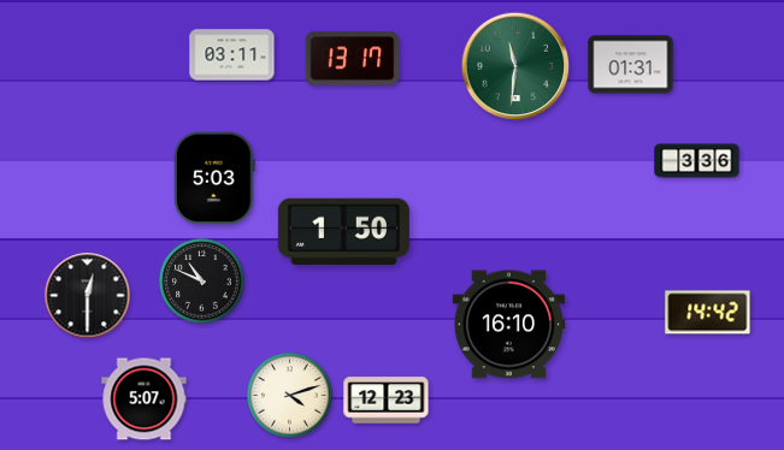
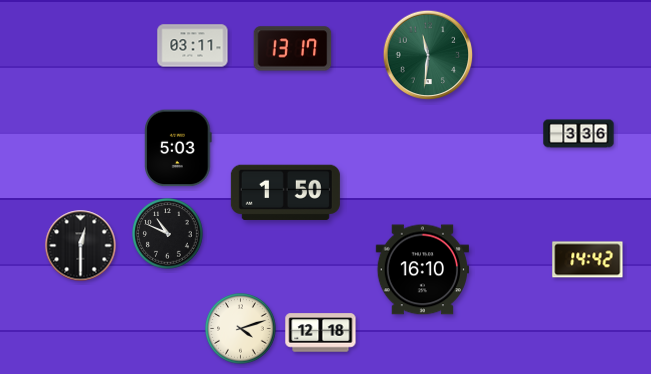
clock at (631, 65): 01:31 -> none
clock at (88, 296) position: (88, 296) -> (81, 246)
clock at (145, 399): 5:07 -> none
clock at (387, 401): 12:23 -> 12:18
